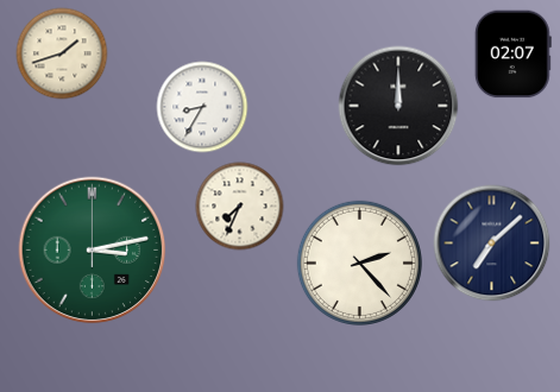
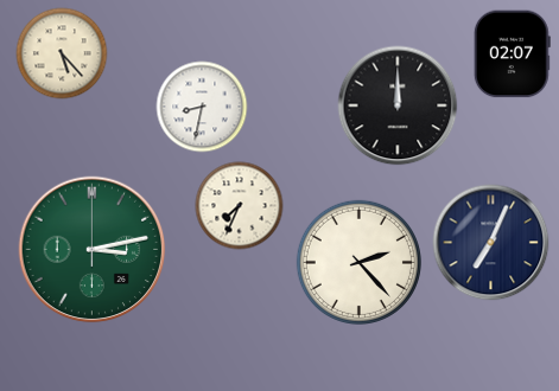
clock at (62, 53): 1:42 -> 5:23
clock at (202, 107): 8:35 -> 8:32
clock at (492, 244): 7:08 -> 7:04
